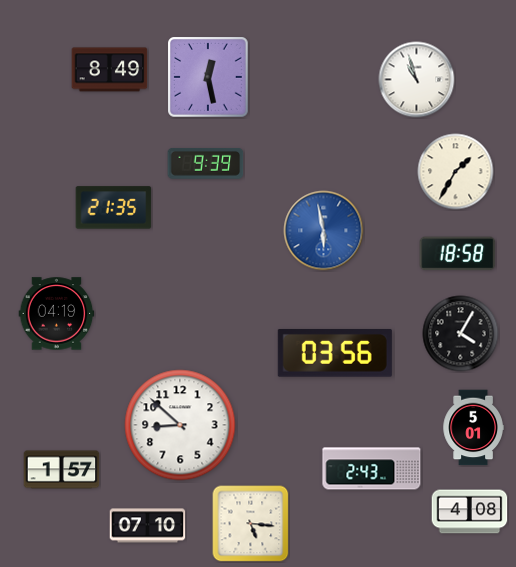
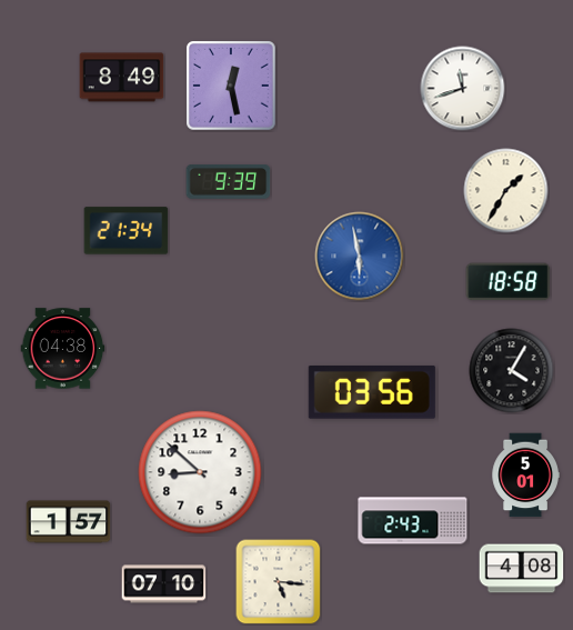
clock at (417, 80): 10:57 -> 11:42
clock at (114, 208): 21:35 -> 21:34
clock at (57, 314): 04:19 -> 04:38
